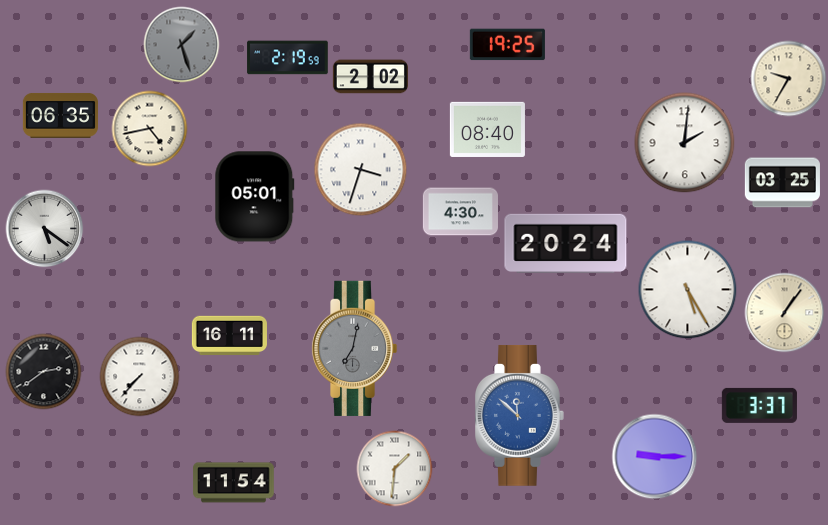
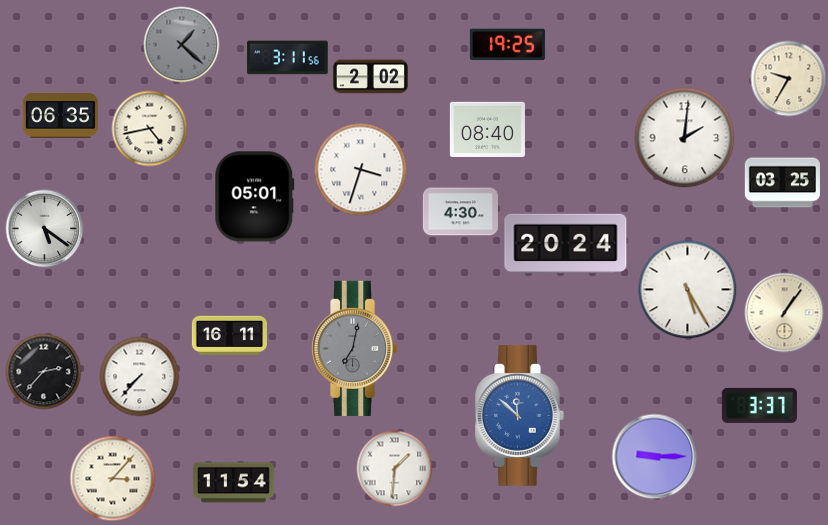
clock at (182, 45): 1:27 -> 1:22
clock at (288, 58): 2:19 -> 3:11
clock at (685, 143) position: (685, 143) -> (685, 138)
clock at (44, 372): 2:39 -> 2:37
clock at (113, 479): none -> 3:07
